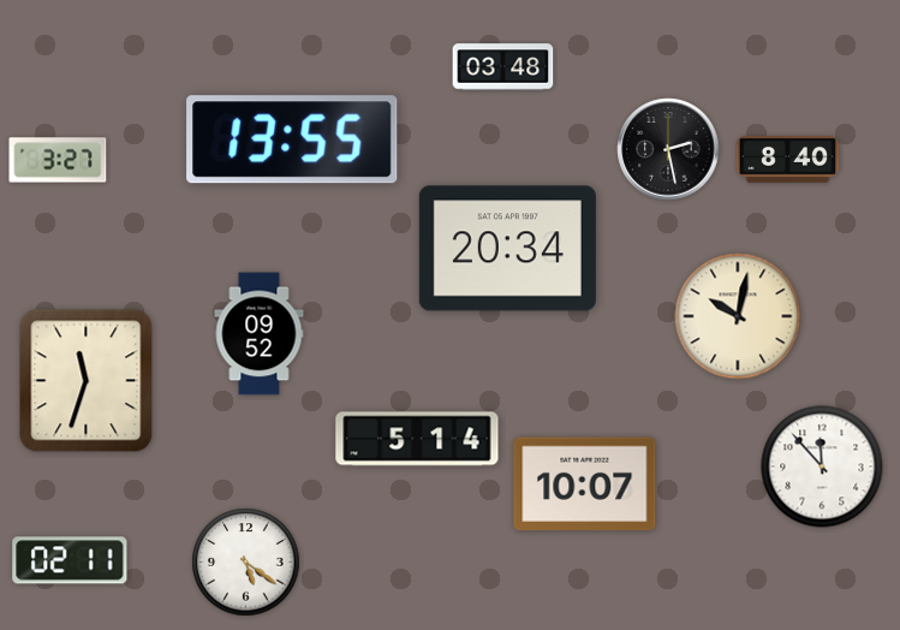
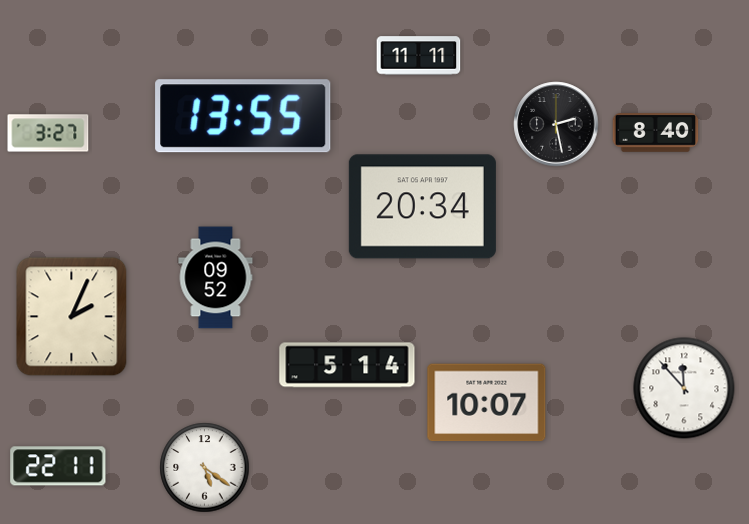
clock at (503, 67): 03:48 -> 11:11
clock at (738, 316): 10:02 -> none
clock at (87, 381): 11:33 -> 2:04
clock at (70, 560): 02:11 -> 22:11
